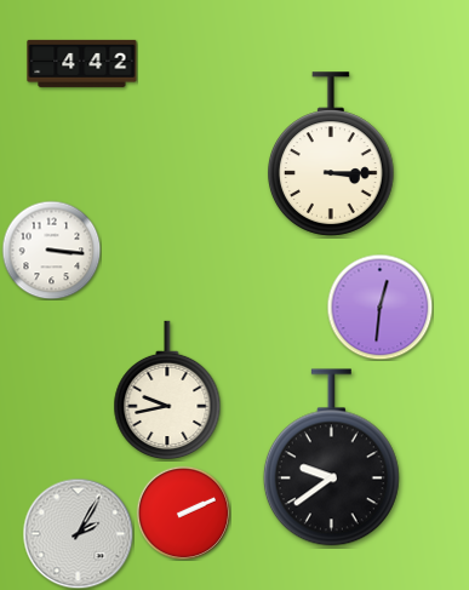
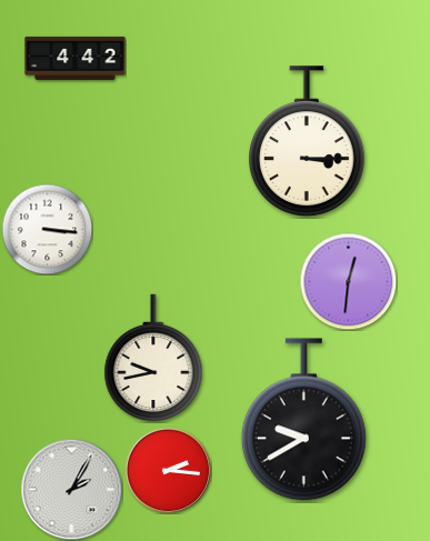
clock at (332, 154) position: (332, 154) -> (308, 141)
clock at (331, 458): 9:39 -> 9:40
clock at (183, 512): 2:11 -> 2:16
